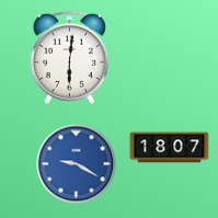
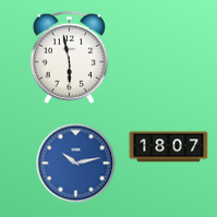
clock at (69, 57): 6:01 -> 5:58
clock at (77, 164): 9:20 -> 10:13
